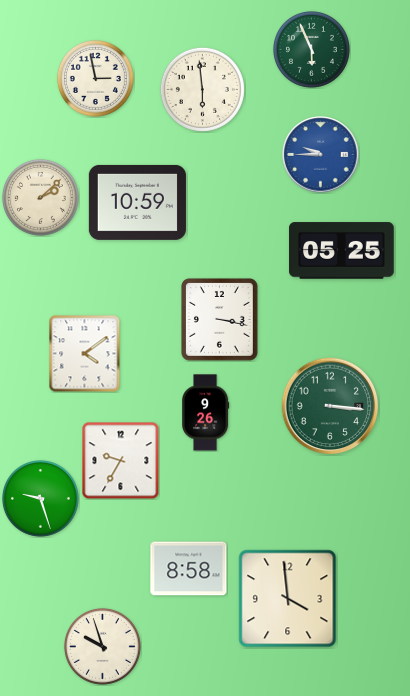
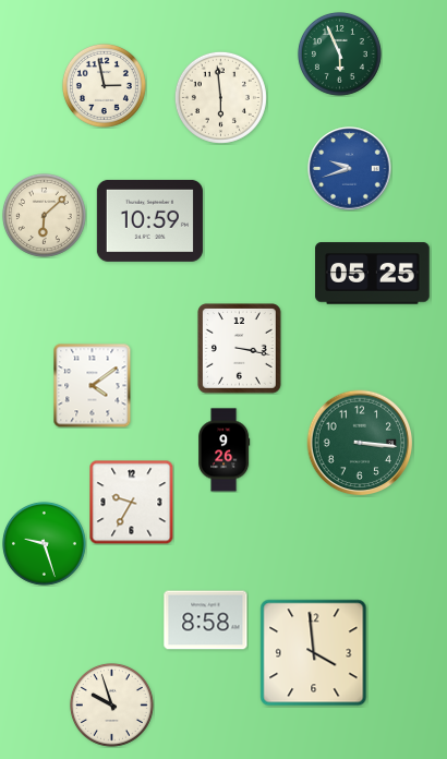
clock at (321, 155): 9:45 -> 9:42
clock at (40, 197): 2:08 -> 6:08
